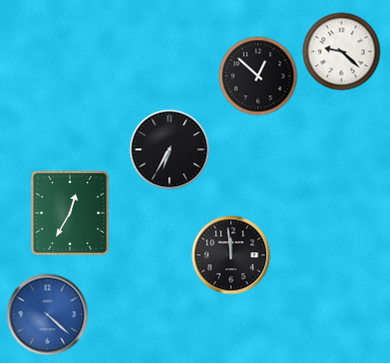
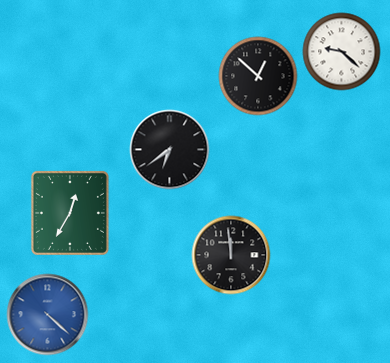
clock at (169, 149): 6:35 -> 6:39
